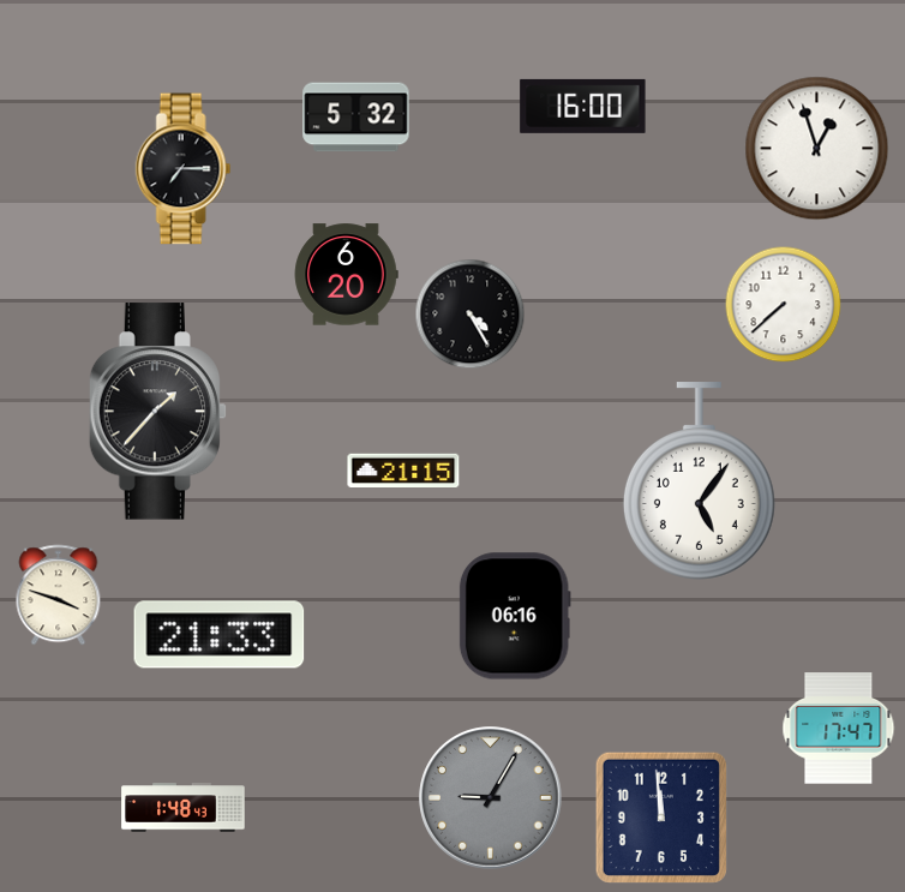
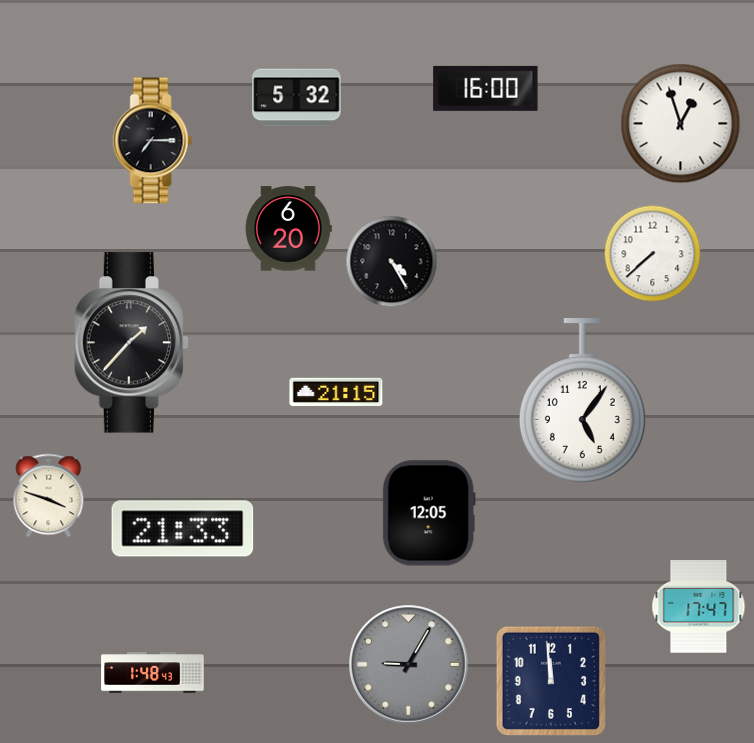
clock at (515, 616): 06:16 -> 12:05
